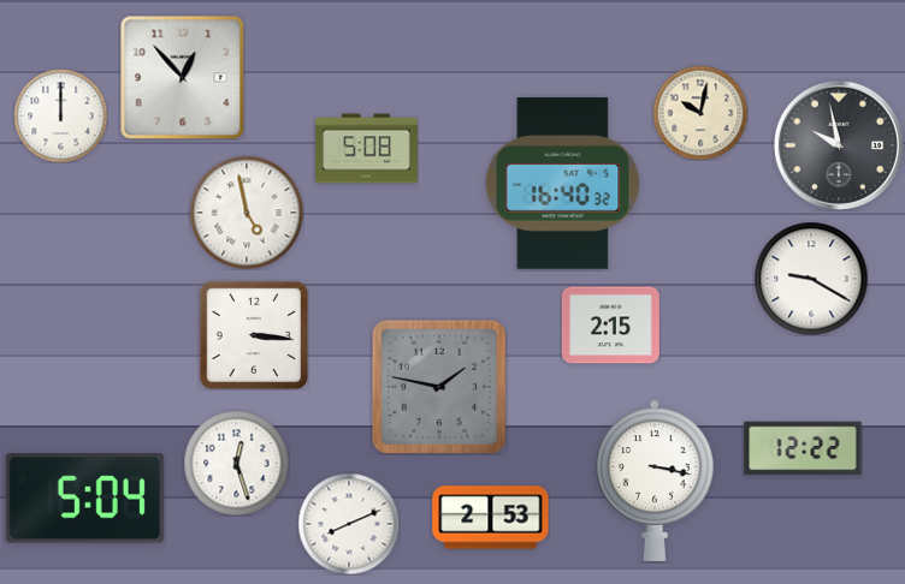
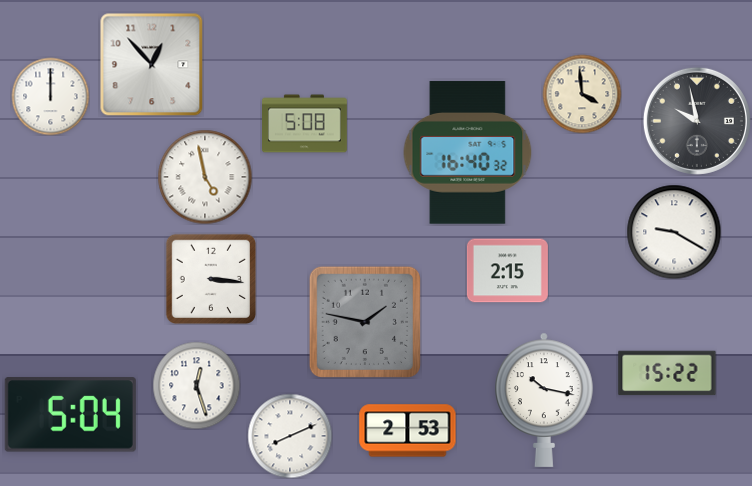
clock at (700, 113): 10:02 -> 3:59
clock at (803, 448): 12:22 -> 15:22
clock at (655, 481): 3:17 -> 10:17
